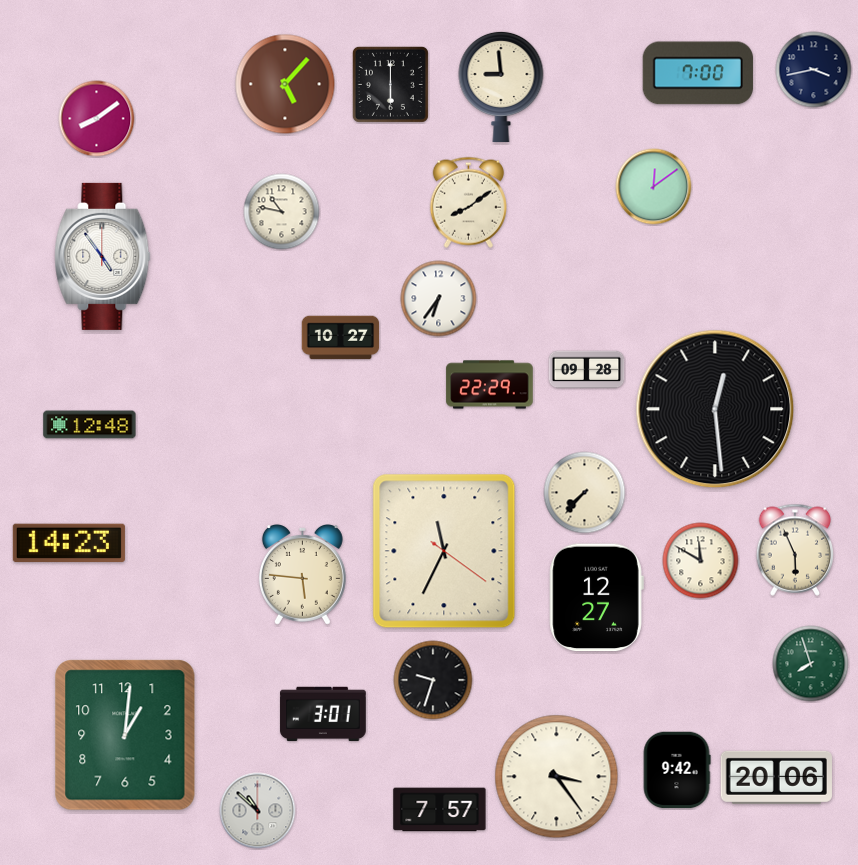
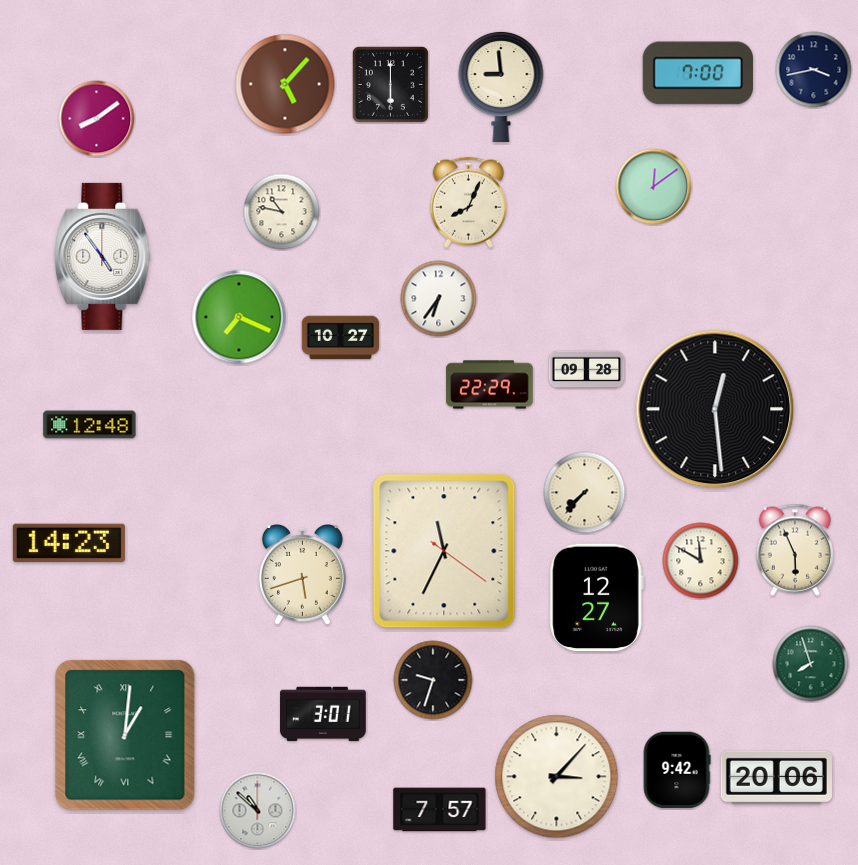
clock at (468, 202): 8:09 -> 8:04
clock at (239, 317): none -> 7:19
clock at (302, 575): 5:46 -> 5:42
clock at (125, 735) numerals: Arabic -> Roman
clock at (557, 777): 3:24 -> 3:07
